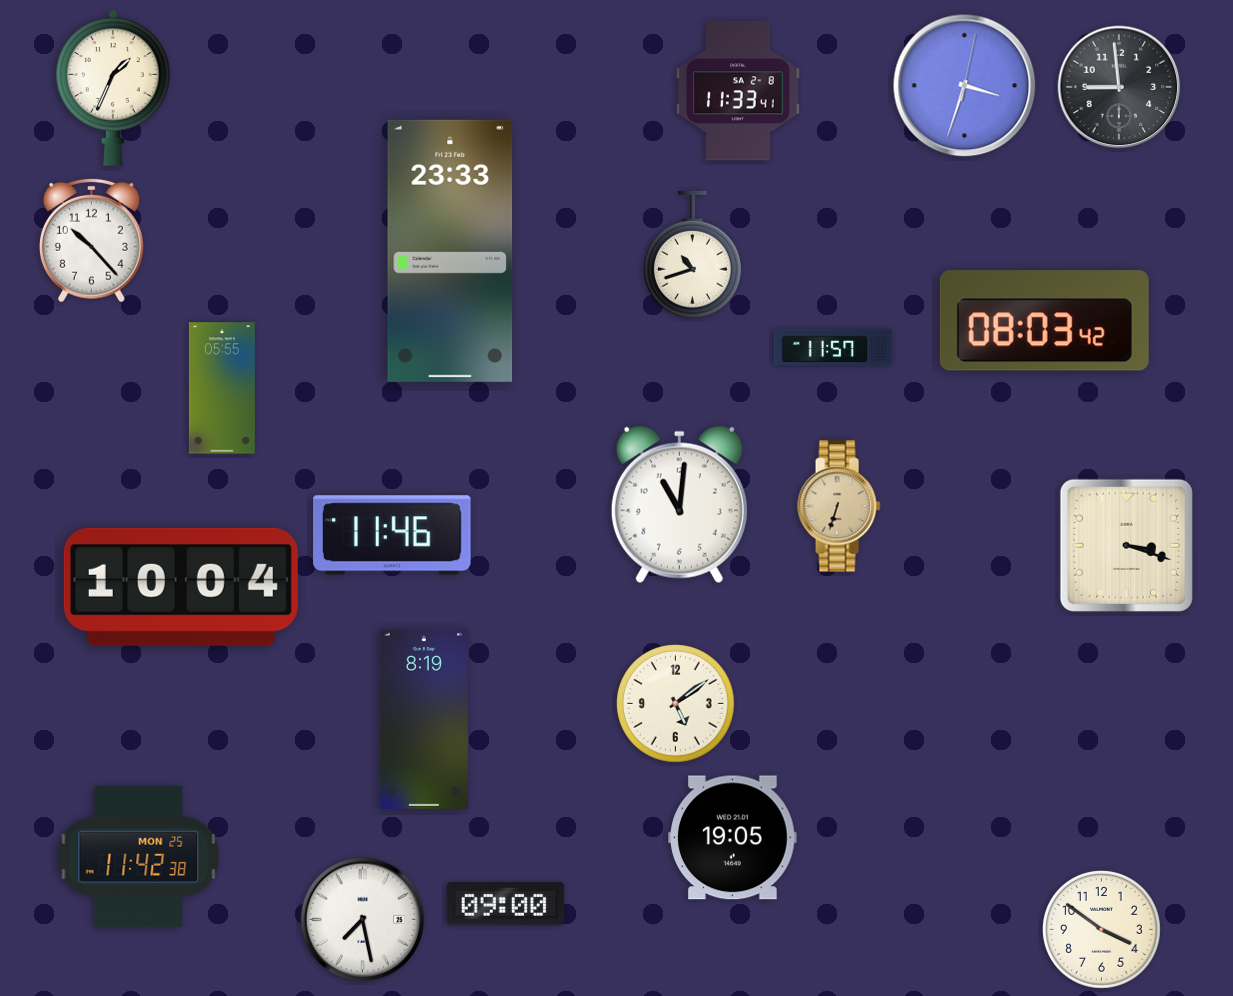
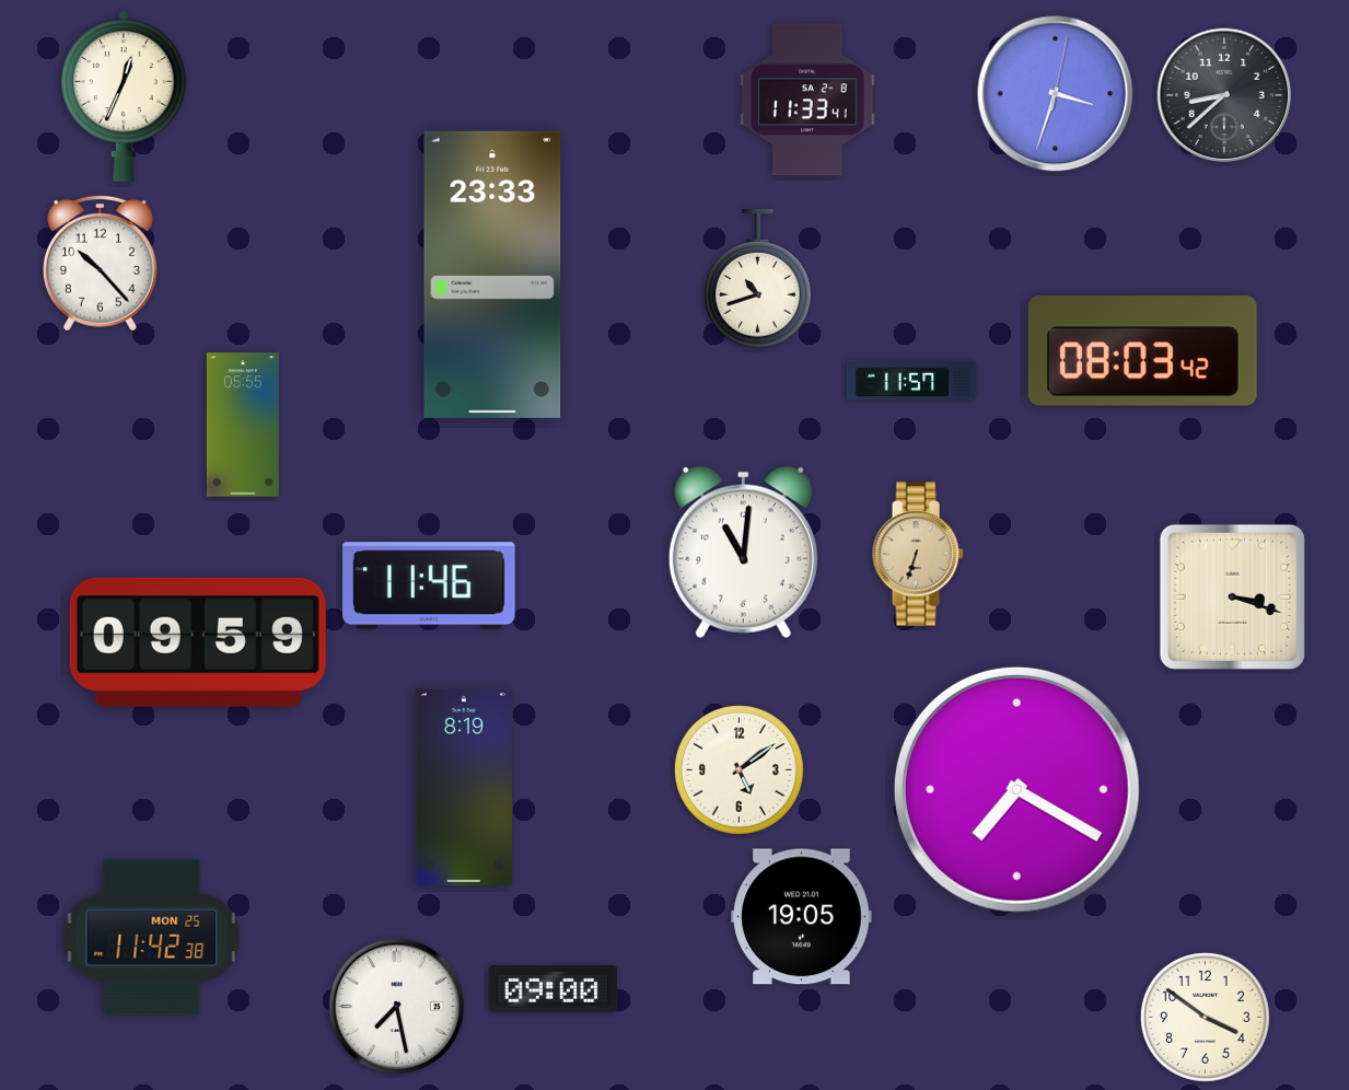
clock at (1119, 87): 8:59 -> 8:38
clock at (113, 88): 1:34 -> 12:34
clock at (181, 587): 10:04 -> 09:59
clock at (1016, 789): none -> 7:20
